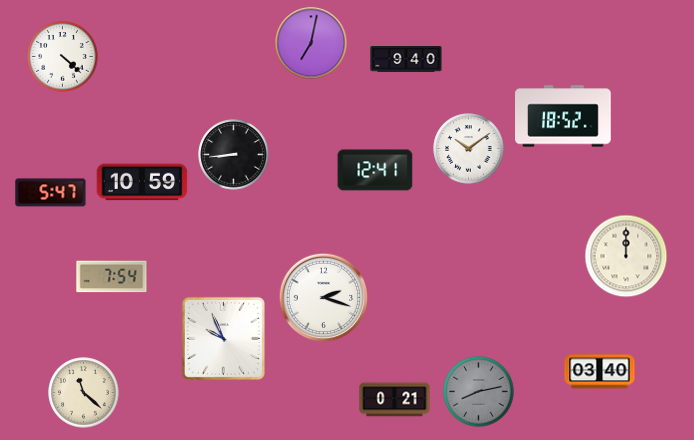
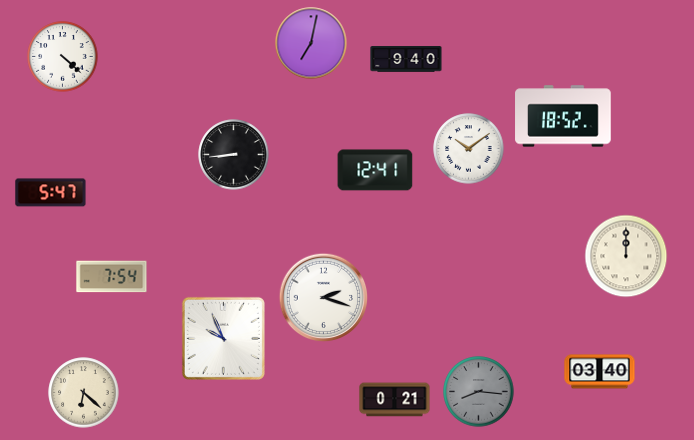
clock at (142, 182): 10:59 -> none
clock at (479, 392): 8:13 -> 8:16
clock at (84, 393): 11:22 -> 6:22
